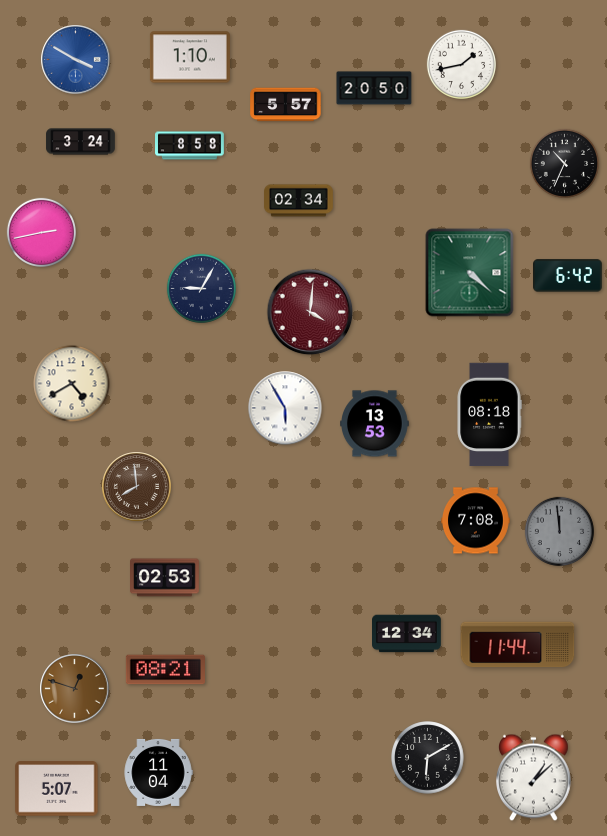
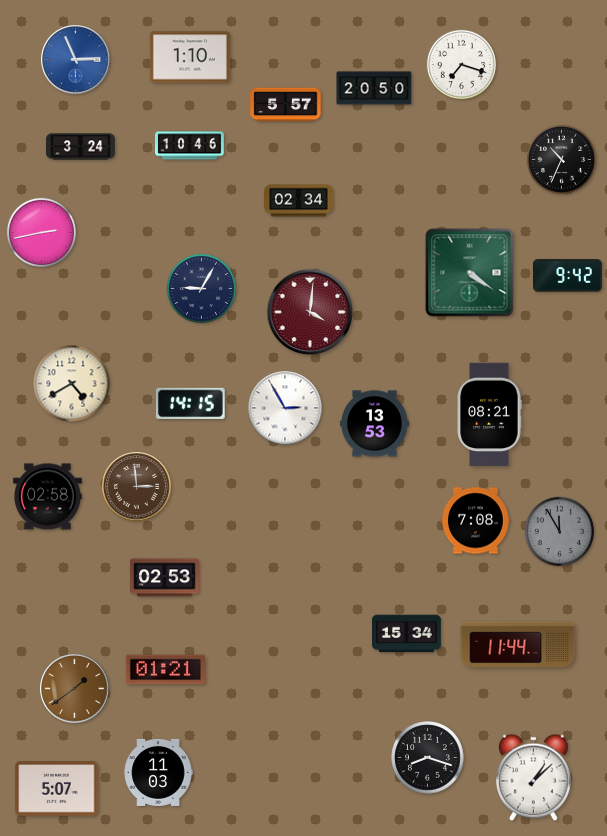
clock at (76, 60): 3:50 -> 2:56
clock at (461, 64): 1:43 -> 7:18
clock at (81, 142) position: (81, 142) -> (81, 147)
clock at (190, 146): 8:58 -> 10:46
clock at (564, 163) position: (564, 163) -> (561, 159)
clock at (470, 273): 4:22 -> 4:21
clock at (568, 276): 6:42 -> 9:42
clock at (190, 403): none -> 14:15
clock at (285, 408): 5:55 -> 2:55
clock at (489, 415): 08:18 -> 08:21
clock at (137, 487): 7:59 -> 2:59
clock at (48, 497): none -> 02:58
clock at (559, 531): 11:59 -> 11:55
clock at (407, 634): 12:34 -> 15:34
clock at (165, 670): 08:21 -> 01:21
clock at (75, 689): 12:48 -> 1:39
clock at (428, 758): 6:10 -> 8:18
clock at (158, 772): 11:04 -> 11:03
